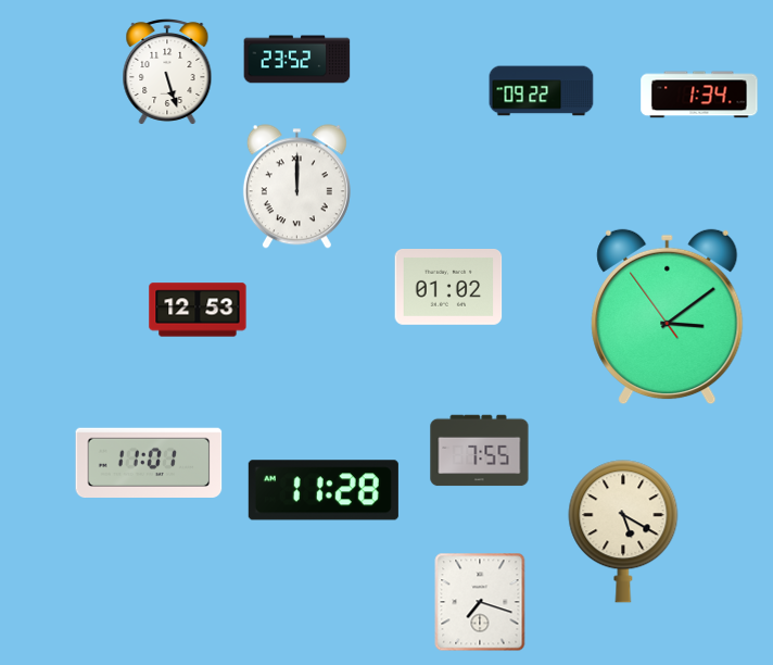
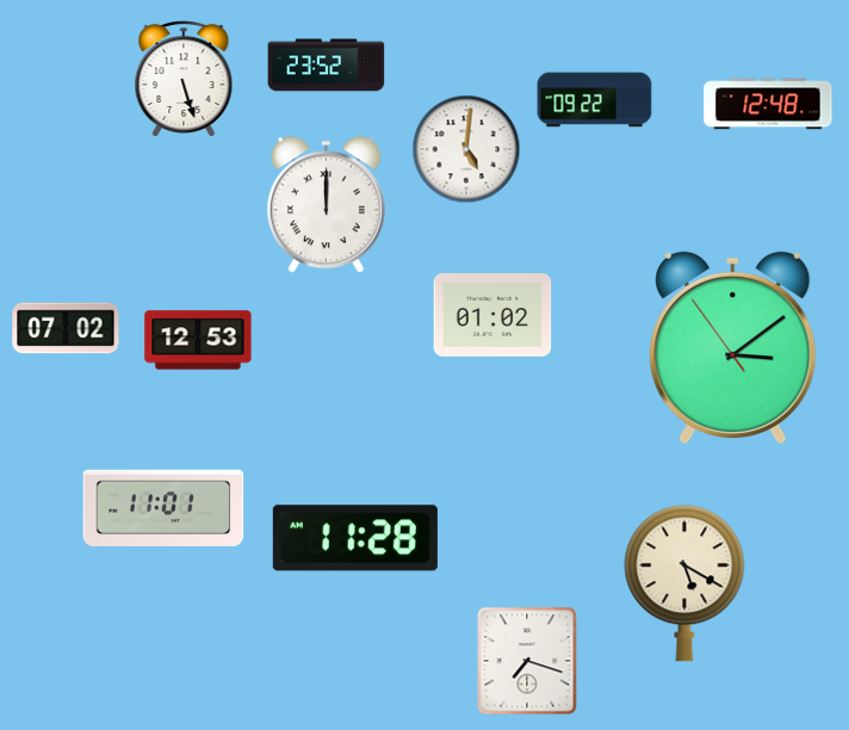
clock at (699, 95): 1:34 -> 12:48
clock at (466, 149): none -> 5:01
clock at (66, 328): none -> 07:02
clock at (198, 310) position: (198, 310) -> (198, 340)
clock at (480, 451): 7:55 -> none
